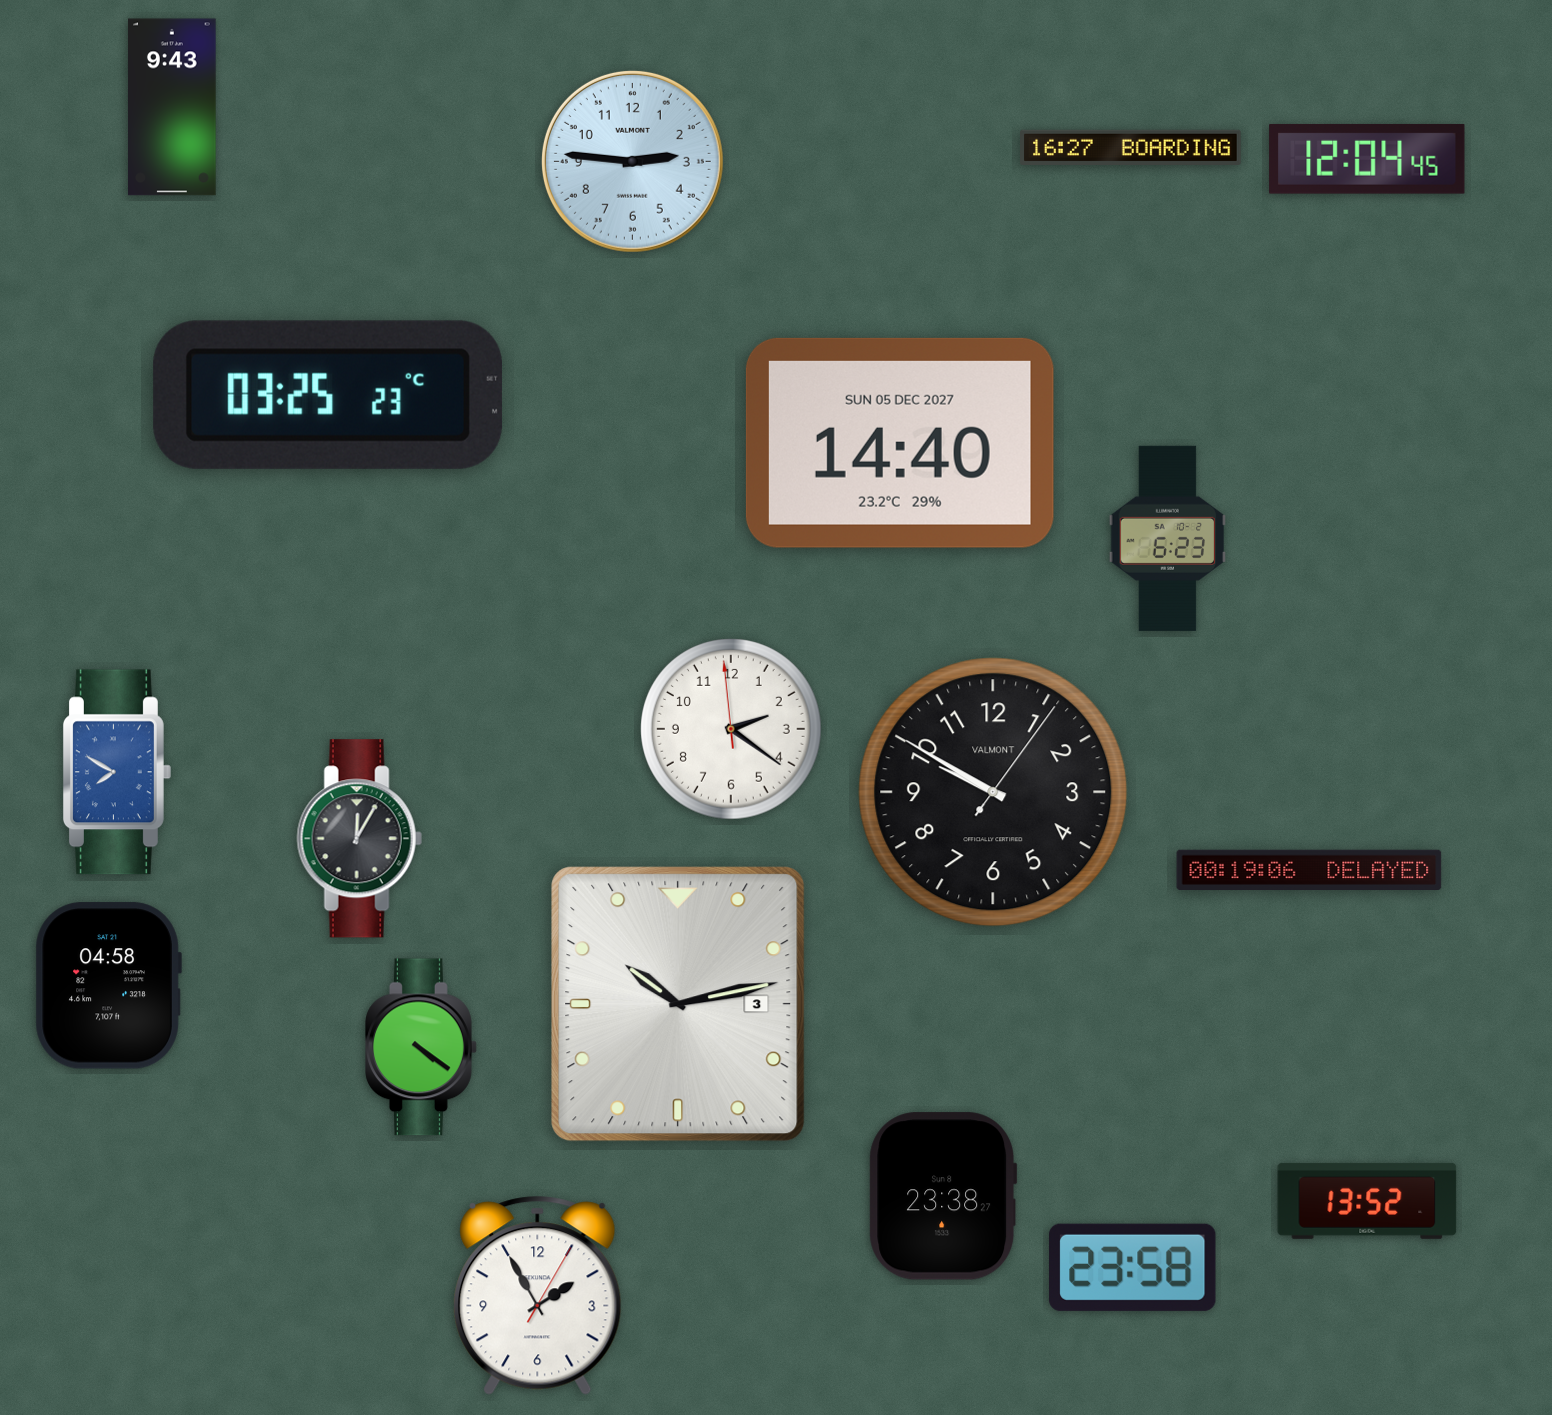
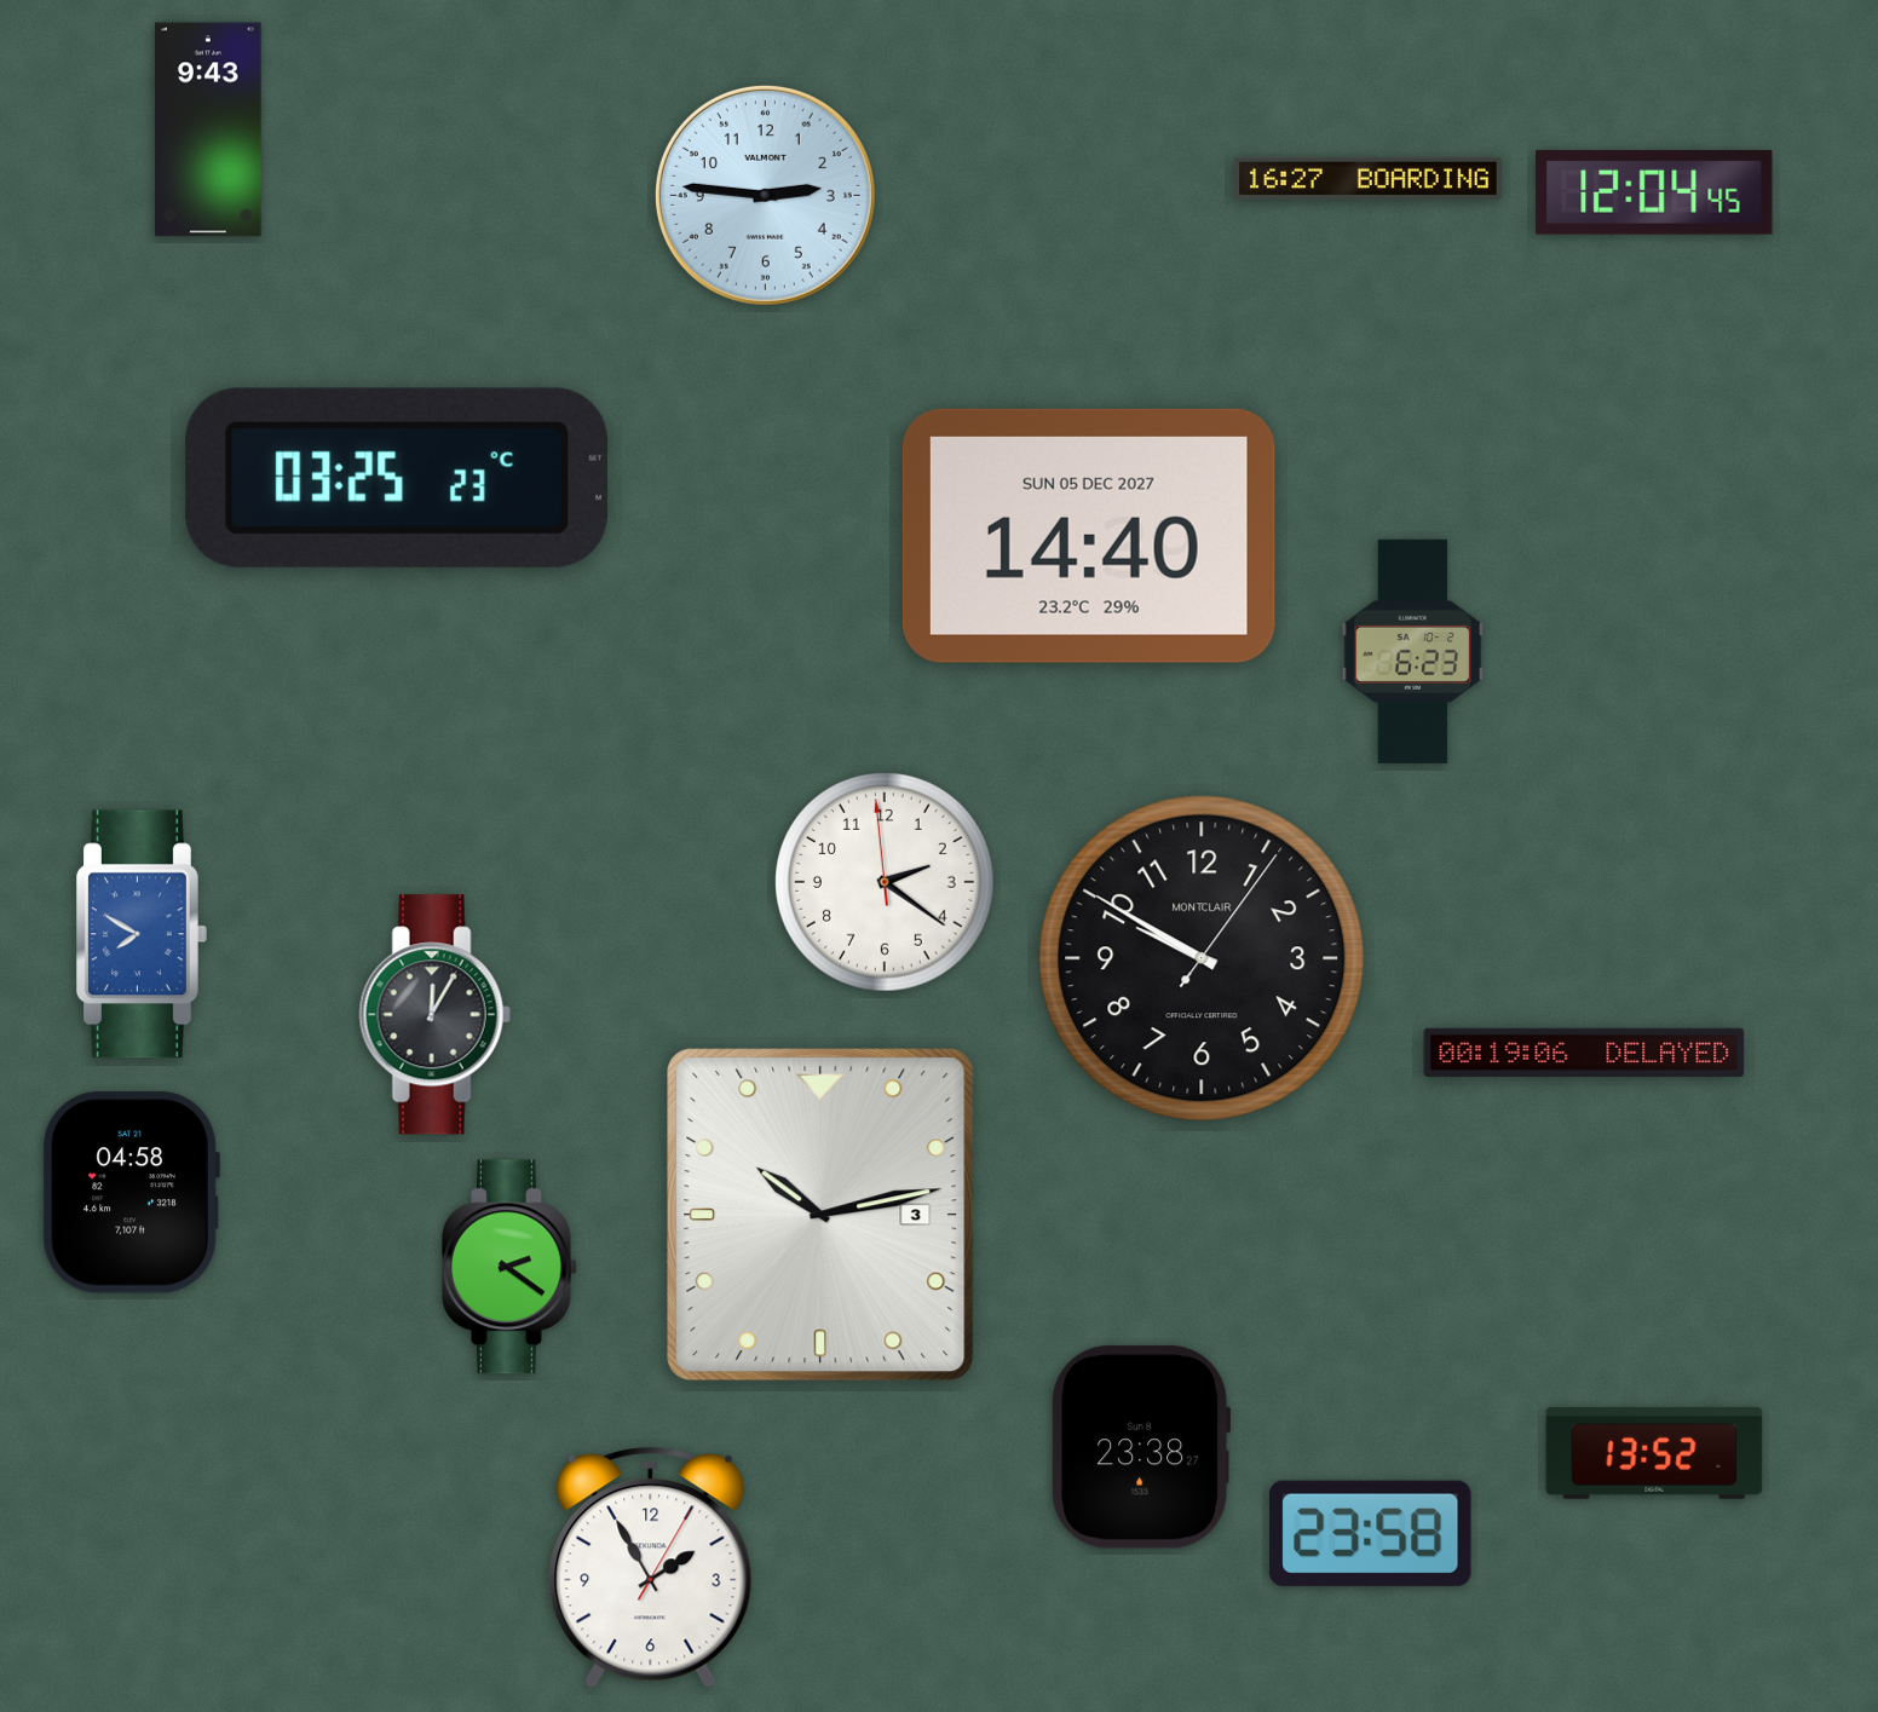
clock at (993, 792) brand: VALMONT -> MONTCLAIR
clock at (422, 1047): 4:21 -> 2:21
